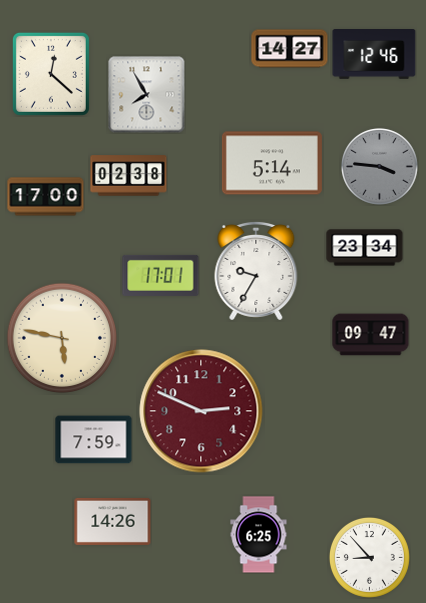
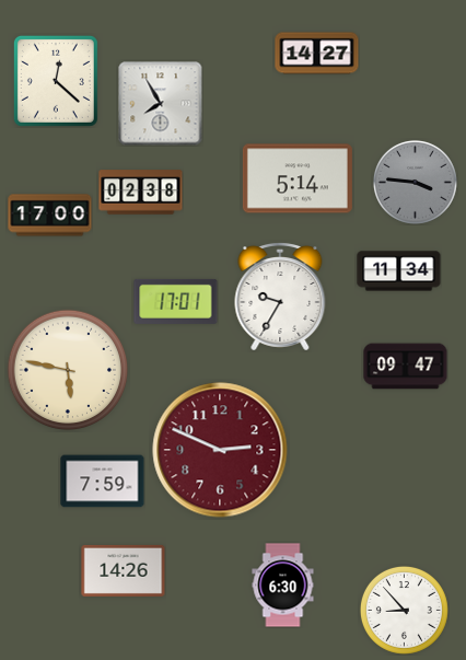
clock at (374, 55): 12:46 -> none
clock at (365, 248): 23:34 -> 11:34
clock at (259, 535): 6:25 -> 6:30
